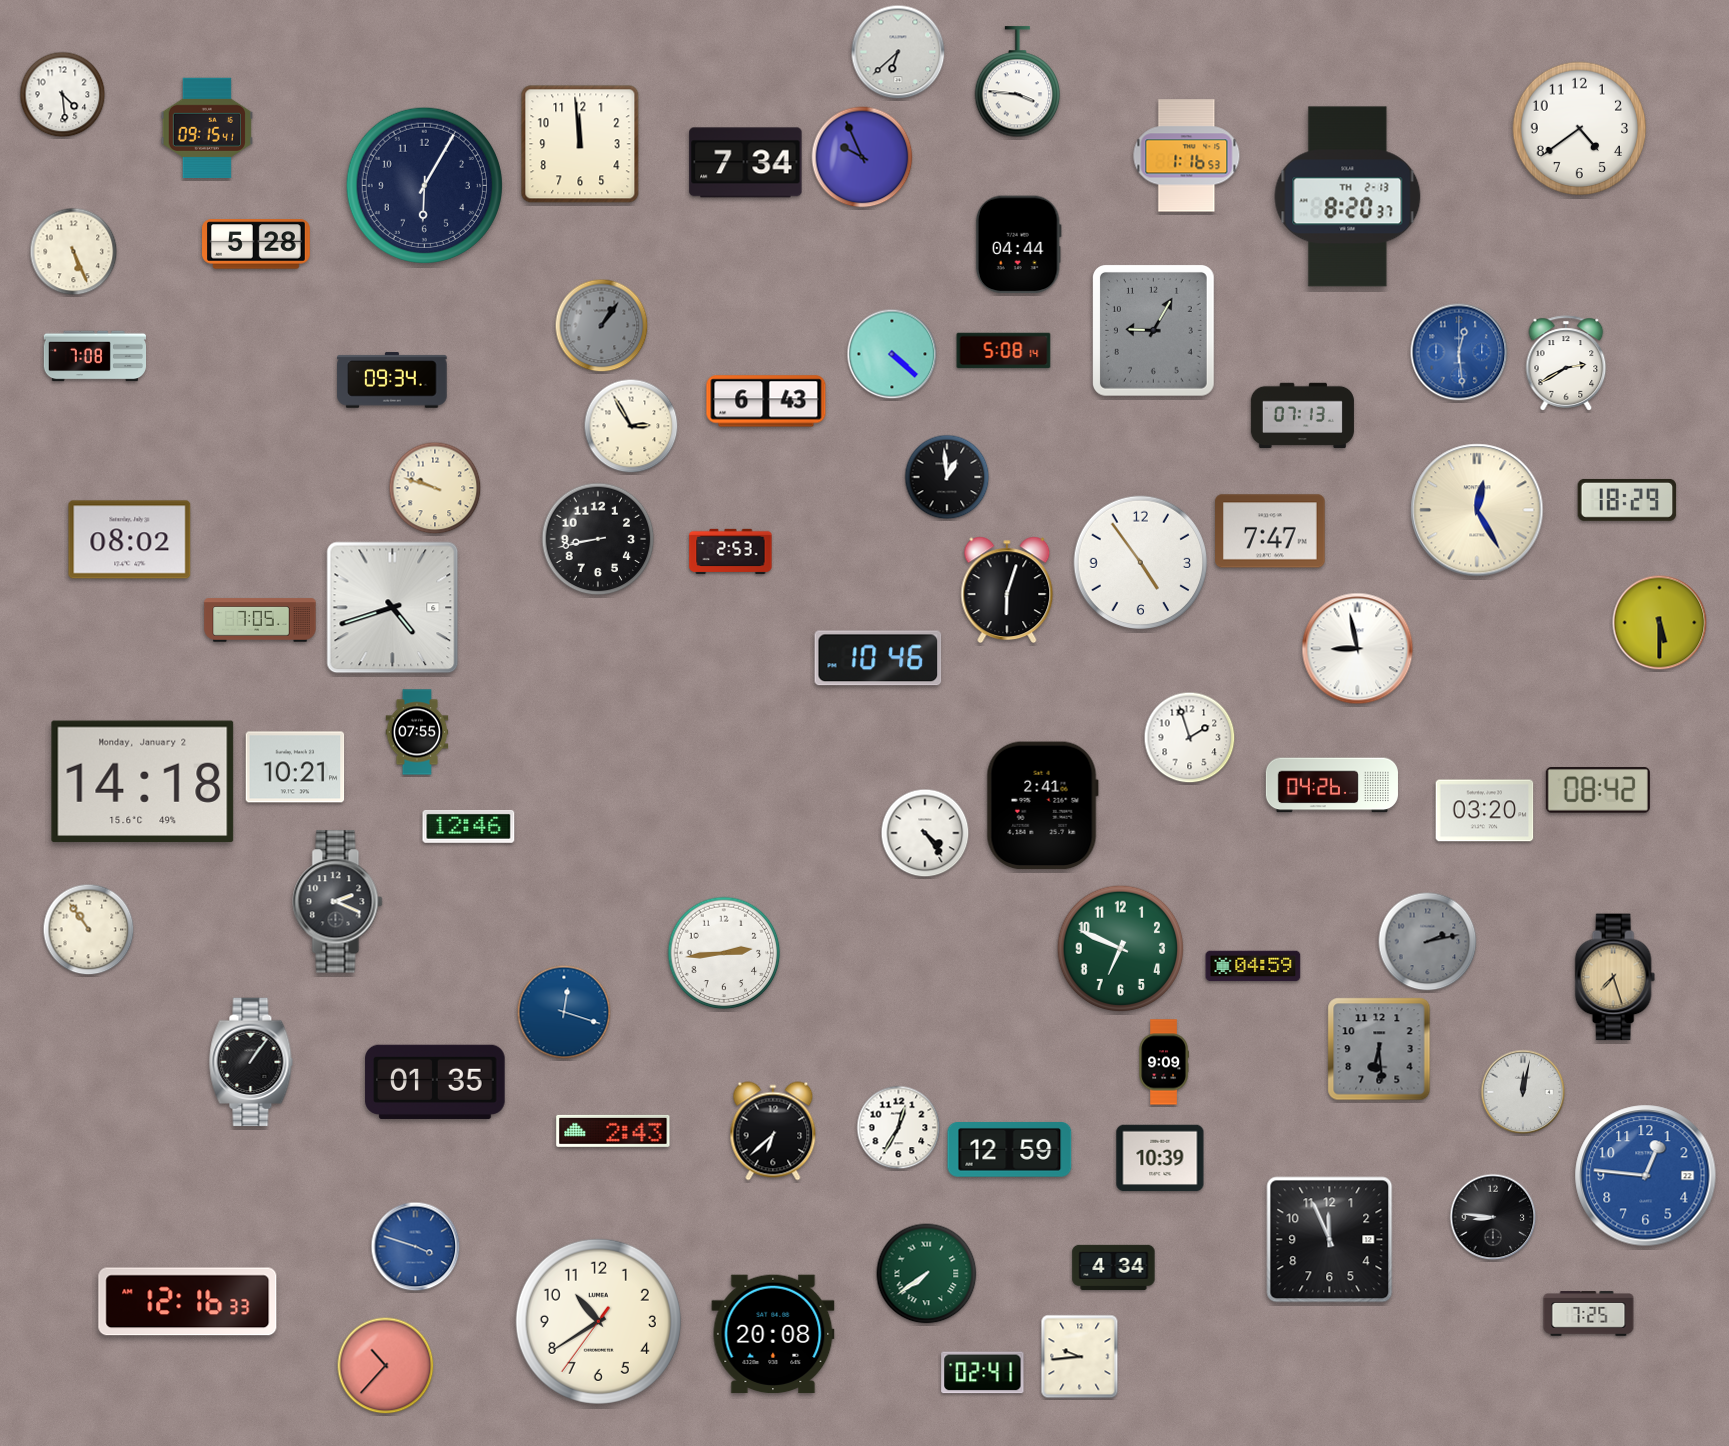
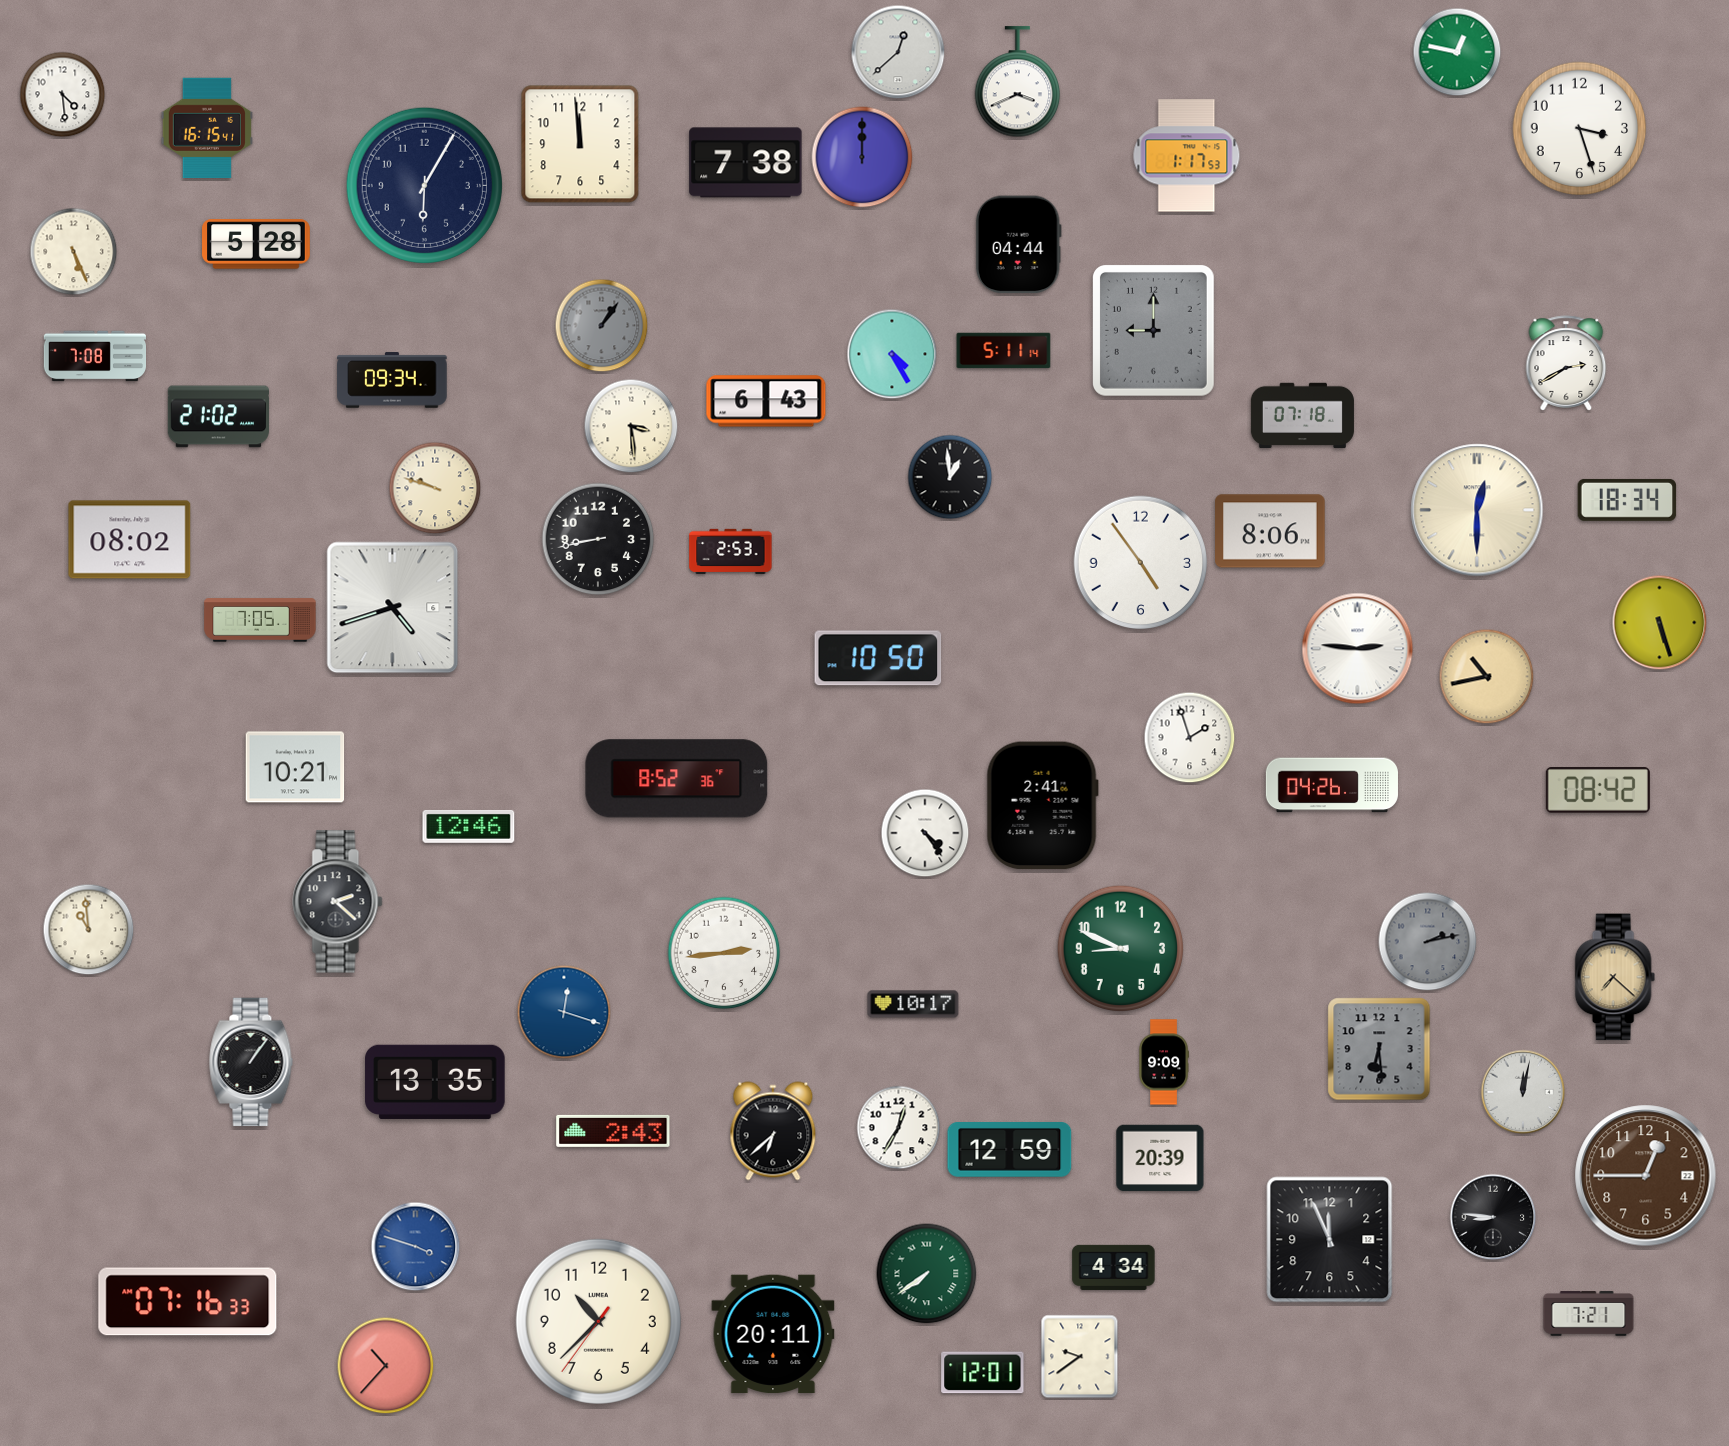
clock at (898, 52): 6:38 -> 12:38
clock at (1457, 52): none -> 12:47
clock at (1018, 82): 3:46 -> 3:41
clock at (207, 127): 09:15 -> 16:15
clock at (1580, 129): 4:39 -> 3:27
clock at (1187, 156): 1:16 -> 1:17
clock at (862, 157): 9:56 -> 12:00
clock at (746, 163): 7:34 -> 7:38
clock at (1348, 197): 8:20 -> none
clock at (1153, 330): 9:05 -> 9:00
clock at (1004, 351): 5:08 -> 5:11
clock at (1459, 352): 12:29 -> none
clock at (892, 354): 4:22 -> 4:25
clock at (1302, 416): 07:13 -> 07:18
clock at (218, 417): none -> 21:02
clock at (631, 426): 2:55 -> 3:29
clock at (947, 477) position: (947, 477) -> (950, 477)
clock at (1627, 500): 18:29 -> 18:34
clock at (1477, 510): 12:25 -> 12:30
clock at (1270, 531): 7:47 -> 8:06
clock at (1007, 590): 6:03 -> none
clock at (1660, 623): 5:30 -> 5:27
clock at (1358, 649): 8:58 -> 2:46
clock at (878, 658): 10:46 -> 10:50
clock at (1487, 677): none -> 10:43
clock at (417, 732): 07:55 -> none
clock at (677, 779): none -> 8:52
clock at (143, 782): 14:18 -> none
clock at (1485, 811): 03:20 -> none
clock at (338, 902): 2:19 -> 2:22
clock at (89, 930): 10:54 -> 10:59
clock at (1121, 949): 6:49 -> 8:49
clock at (1253, 966): 04:59 -> none
clock at (1615, 977): 7:27 -> 7:22
clock at (913, 1004): none -> 10:17
clock at (435, 1081): 01:35 -> 13:35
clock at (1160, 1158): 10:39 -> 20:39
clock at (1646, 1176): 12:46 -> 12:45
clock at (1646, 1176) dial: blue -> brown
clock at (188, 1302): 12:16 -> 07:16
clock at (1589, 1314): 7:25 -> 7:21
clock at (598, 1321): 10:39 -> 10:37
clock at (773, 1334): 20:08 -> 20:11
clock at (1080, 1357): 9:44 -> 9:39
clock at (983, 1373): 02:41 -> 12:01
